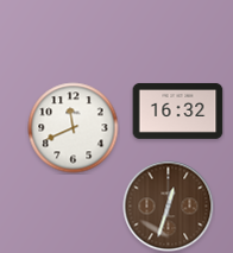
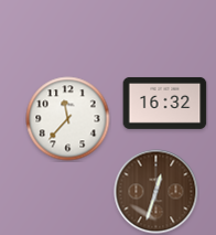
clock at (74, 128): 11:41 -> 11:37
